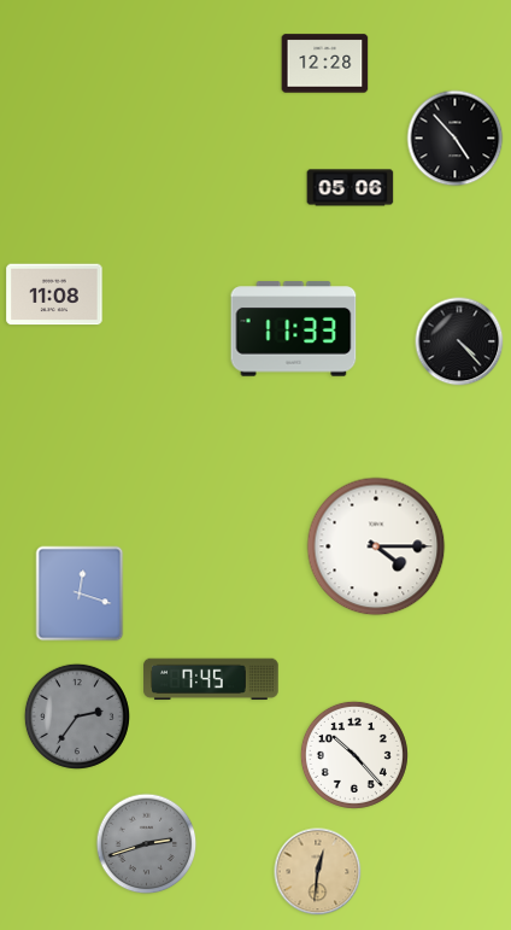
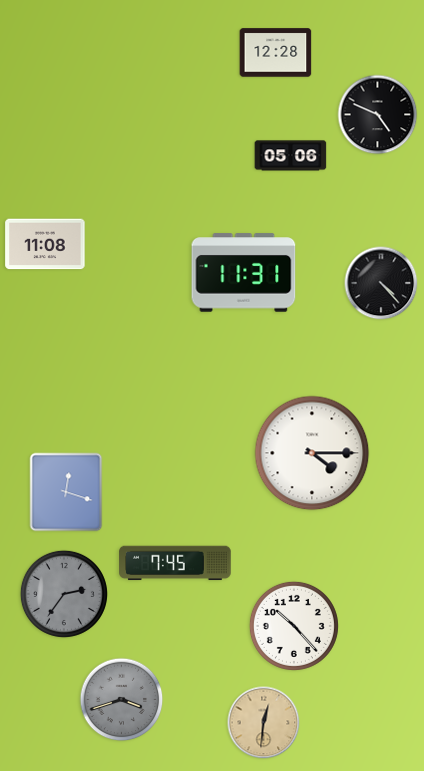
clock at (325, 64) position: (325, 64) -> (276, 53)
clock at (456, 139): 4:53 -> 4:49
clock at (294, 329): 11:33 -> 11:31
clock at (147, 844): 2:42 -> 3:42
